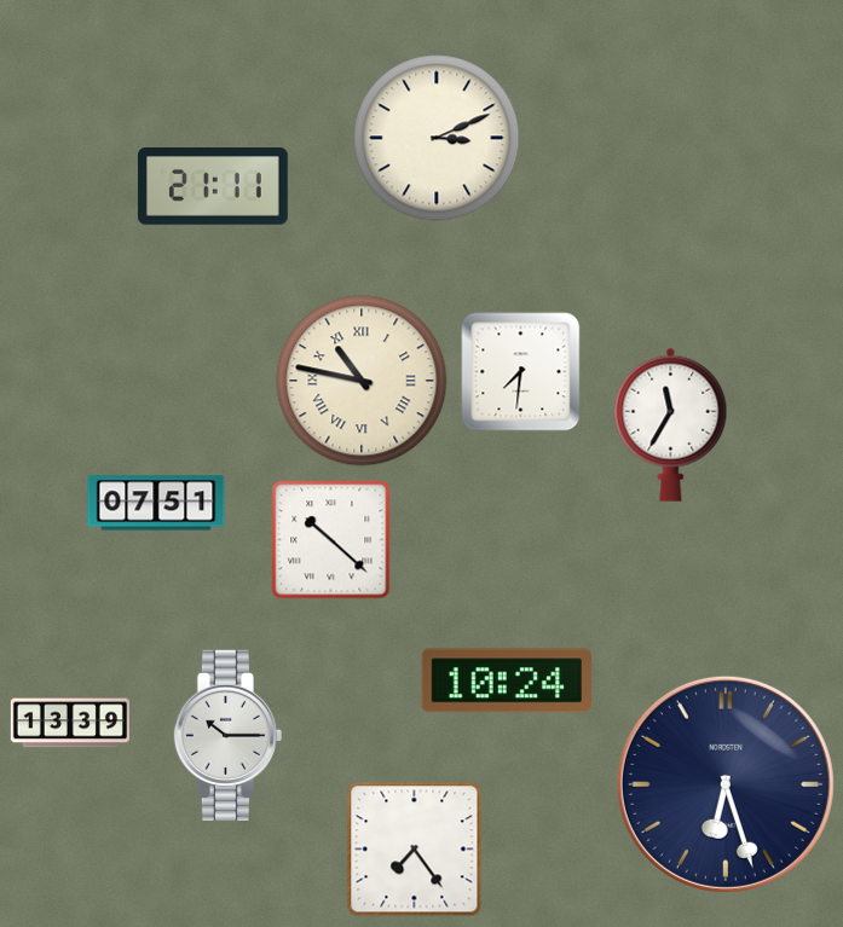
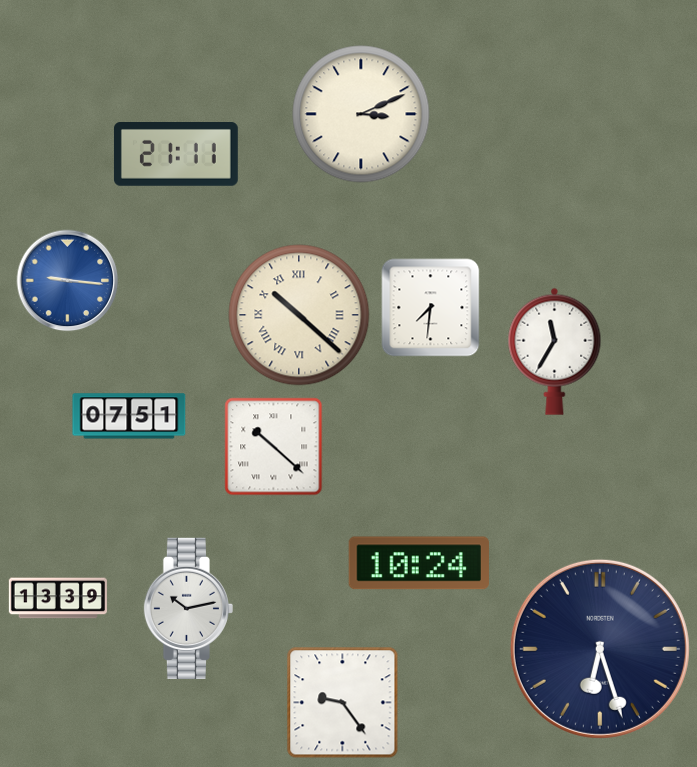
clock at (68, 281): none -> 9:16
clock at (362, 381): 10:47 -> 10:22
clock at (227, 735): 10:15 -> 10:13
clock at (415, 850): 7:24 -> 9:24
